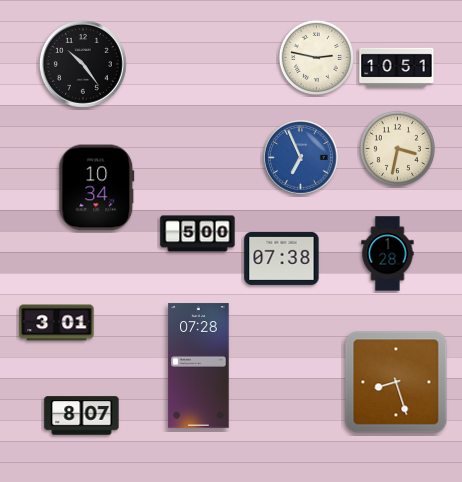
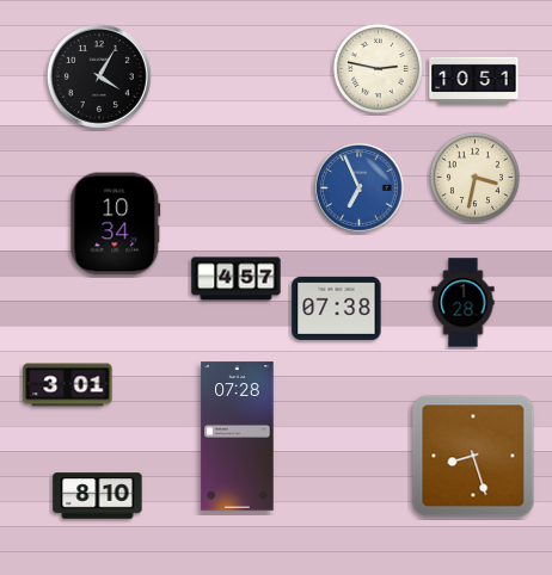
clock at (83, 64): 10:24 -> 4:05
clock at (198, 234): 5:00 -> 4:57
clock at (82, 416): 8:07 -> 8:10
